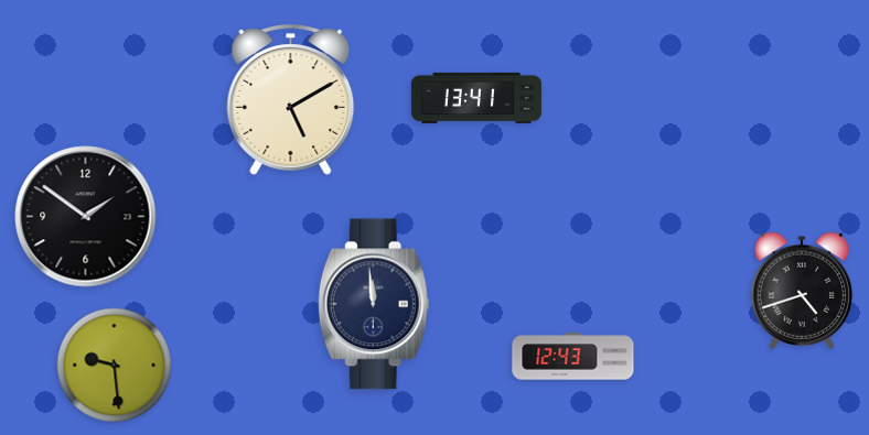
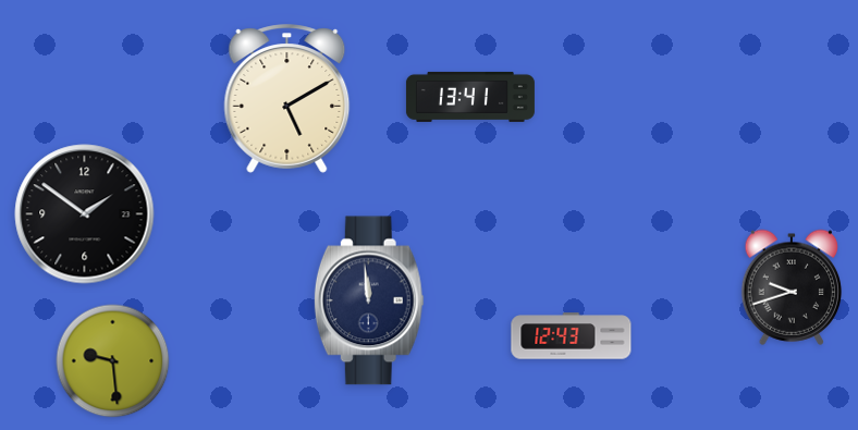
clock at (802, 291): 4:42 -> 9:42
clock at (573, 357) position: (573, 357) -> (572, 336)
